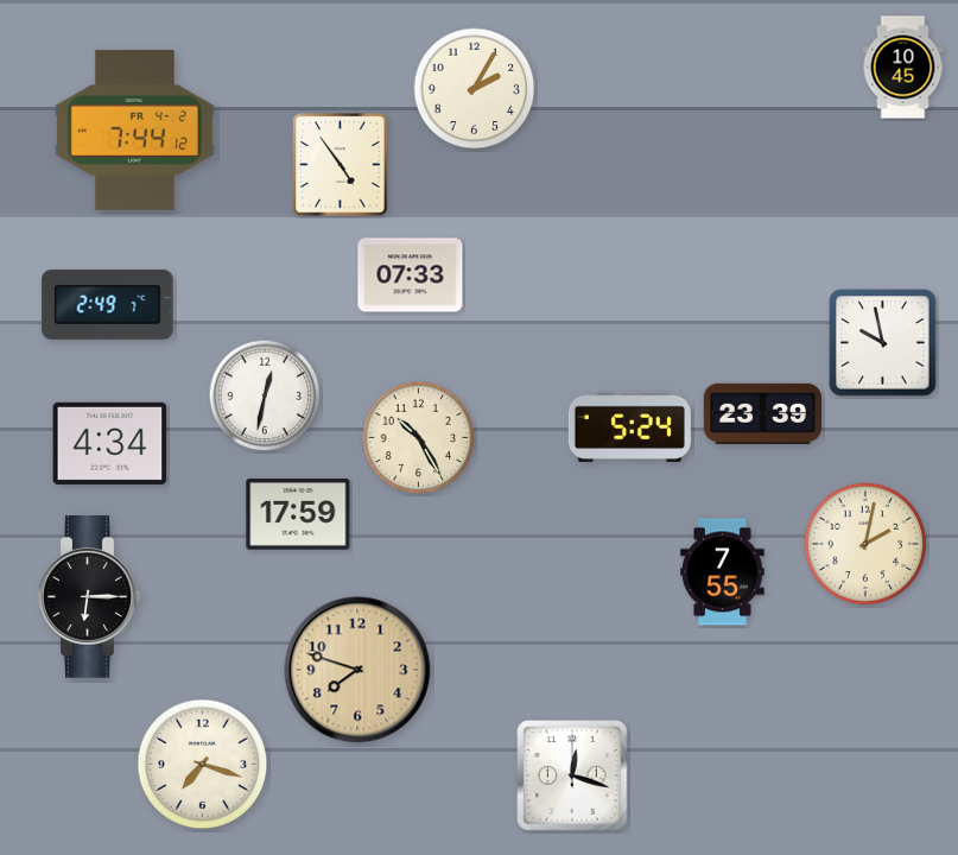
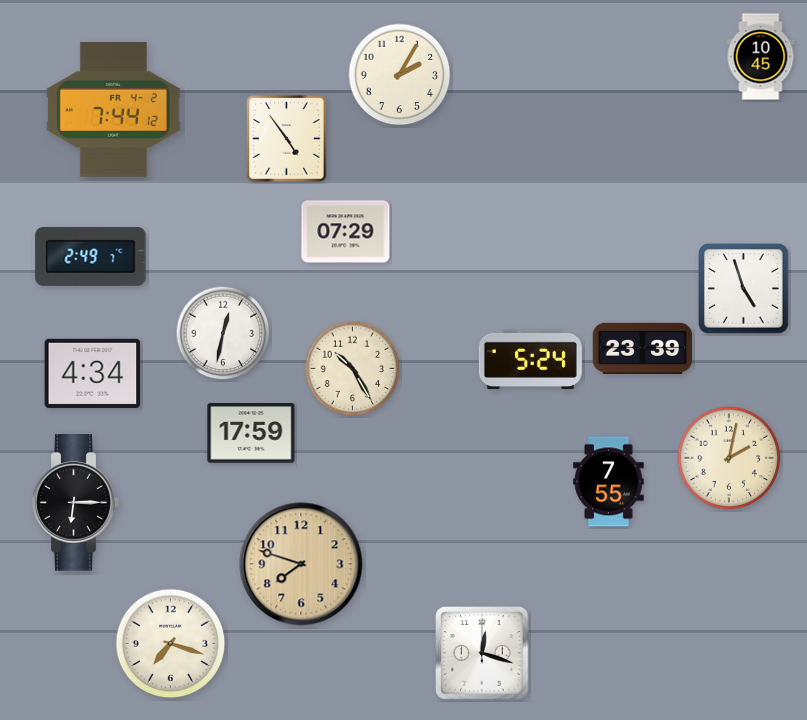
clock at (411, 275): 07:33 -> 07:29
clock at (883, 343): 9:58 -> 4:57
